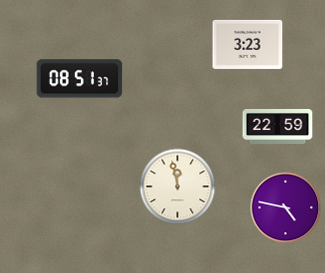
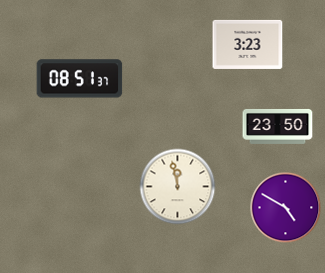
clock at (278, 126): 22:59 -> 23:50
clock at (286, 208): 4:47 -> 4:50
